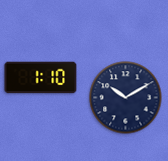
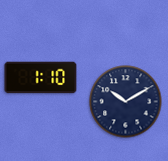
clock at (126, 98) position: (126, 98) -> (126, 102)
